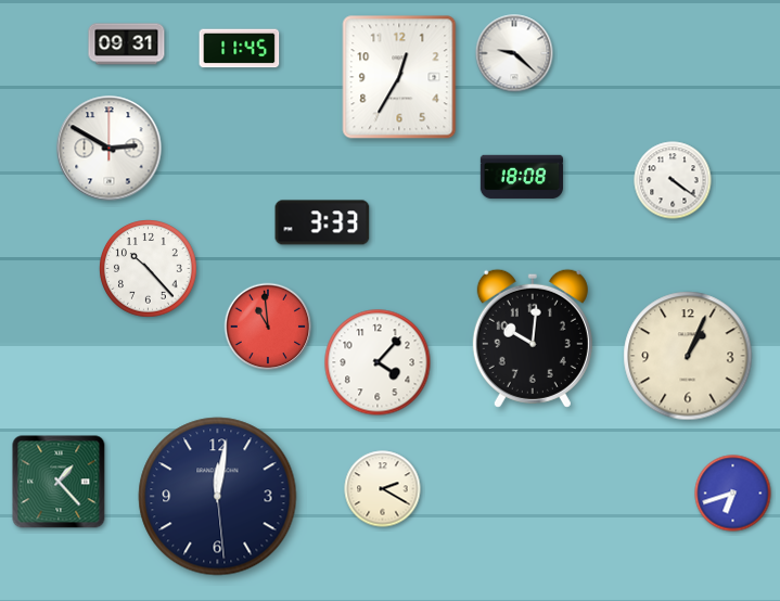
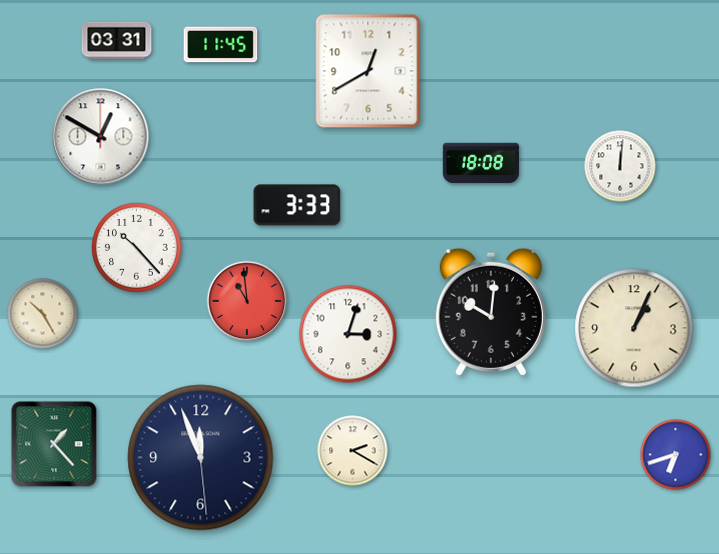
clock at (127, 44): 09:31 -> 03:31
clock at (514, 53): 9:22 -> none
clock at (399, 77): 12:35 -> 12:40
clock at (110, 149): 2:50 -> 12:50
clock at (673, 180): 4:21 -> 12:01
clock at (43, 314): none -> 10:25
clock at (378, 362): 4:07 -> 3:03
clock at (218, 497): 12:01 -> 11:56
